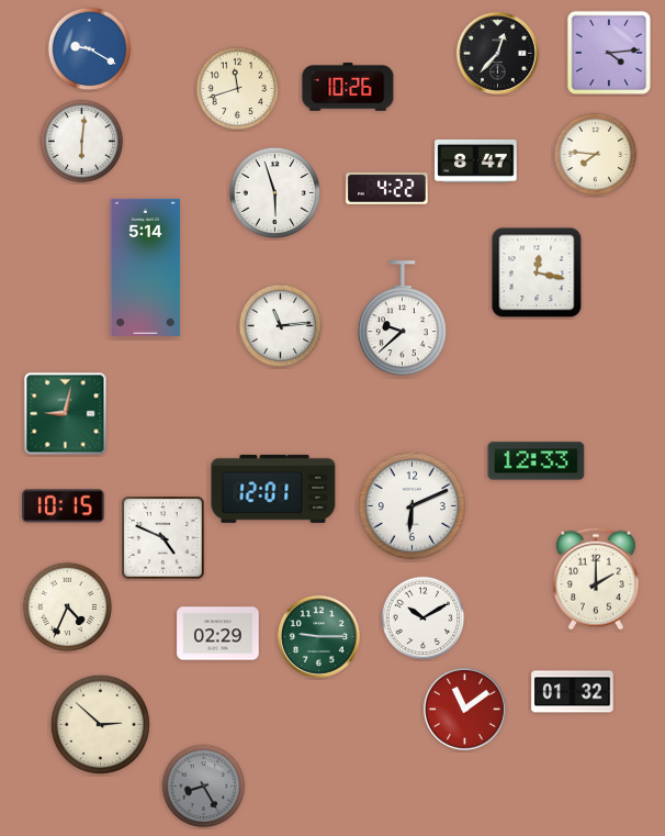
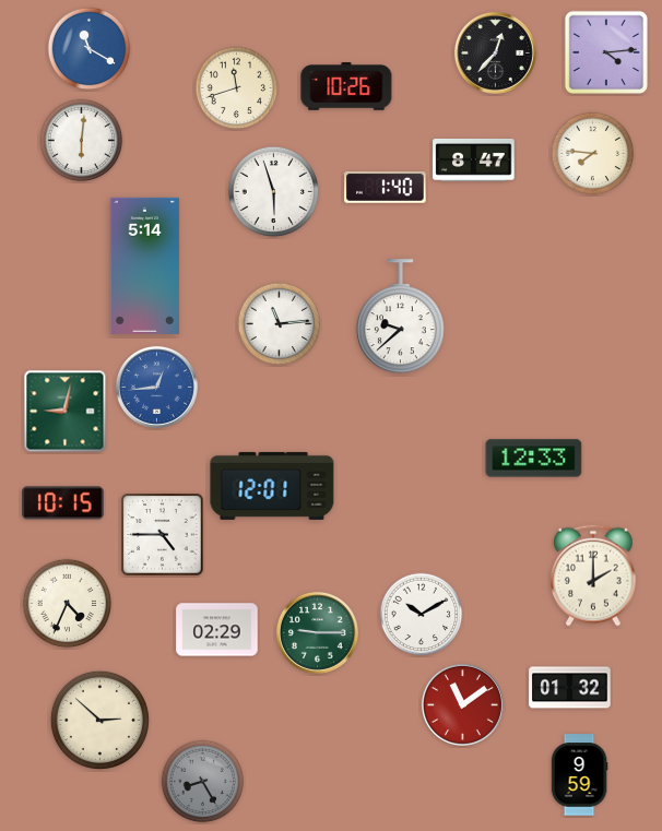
clock at (90, 49): 9:20 -> 11:20
clock at (387, 189): 4:22 -> 1:40
clock at (537, 272): 12:17 -> none
clock at (156, 387): none -> 12:44
clock at (412, 505): 6:11 -> none
clock at (164, 538): 4:49 -> 4:45
clock at (579, 775): none -> 9:59
